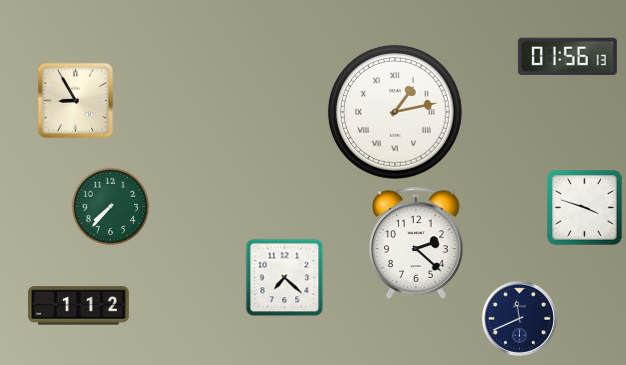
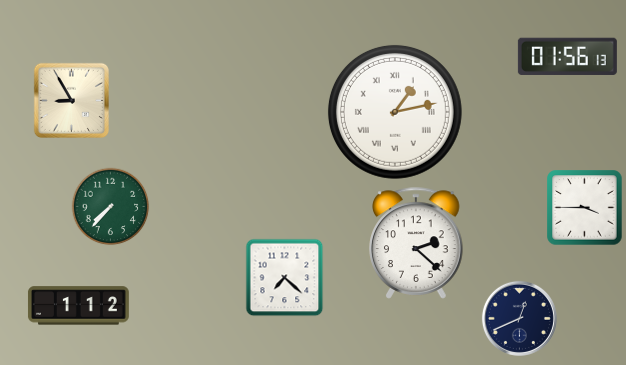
clock at (75, 100) position: (75, 100) -> (71, 100)
clock at (585, 208): 3:48 -> 3:45
clock at (519, 318): 11:41 -> 12:41
